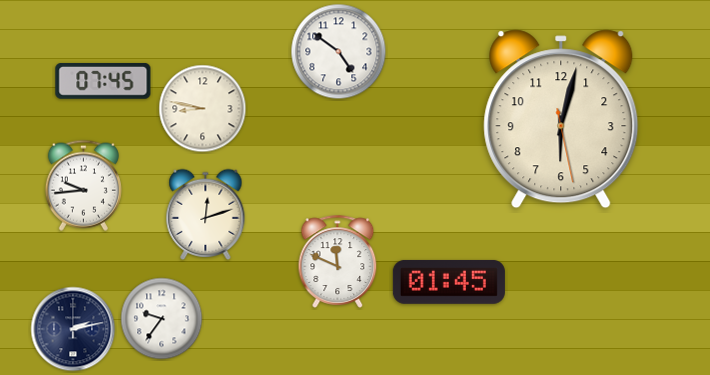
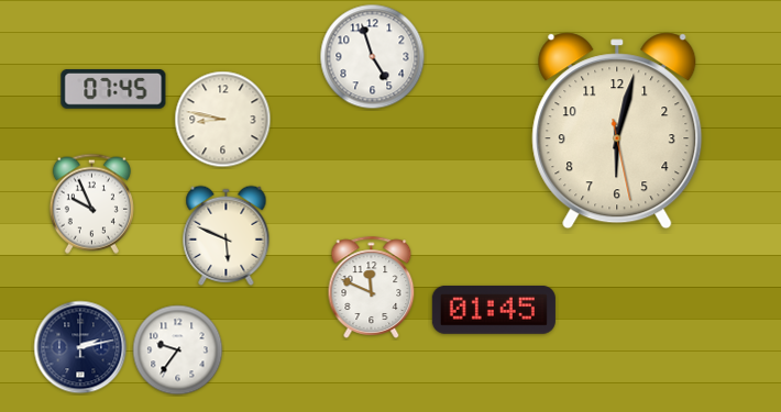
clock at (339, 52): 4:51 -> 4:57
clock at (83, 185): 9:44 -> 9:56
clock at (206, 214): 12:12 -> 5:49
clock at (73, 329) position: (73, 329) -> (80, 347)
